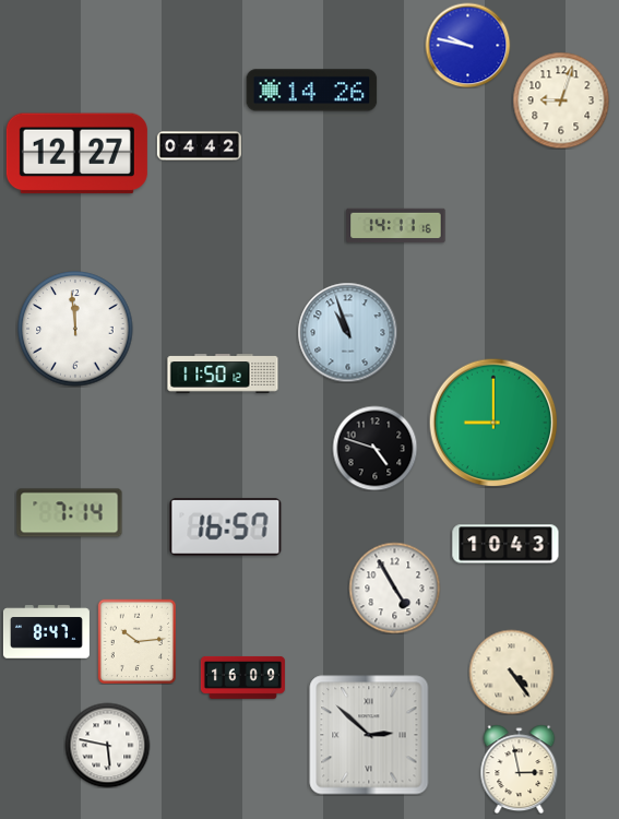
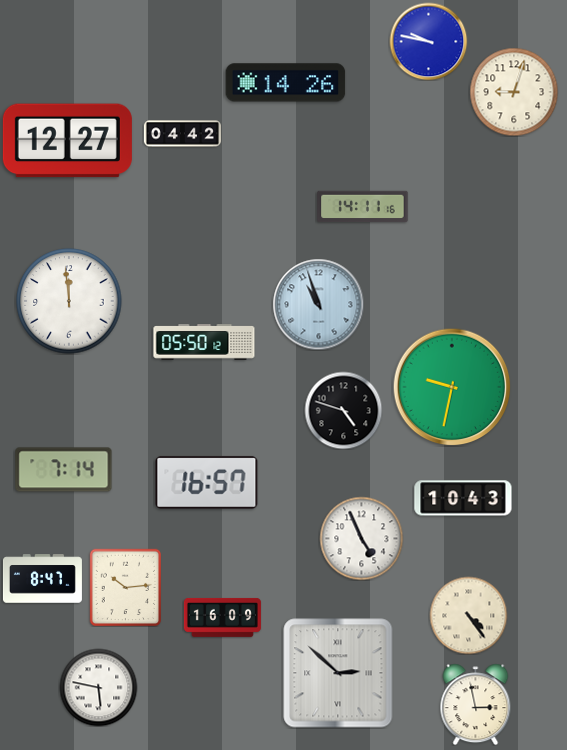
clock at (76, 154) position: (76, 154) -> (67, 141)
clock at (223, 373): 11:50 -> 05:50
clock at (493, 423): 9:00 -> 9:32
clock at (394, 587): 4:55 -> 4:56
clock at (242, 677) position: (242, 677) -> (222, 617)
clock at (107, 745) position: (107, 745) -> (98, 687)
